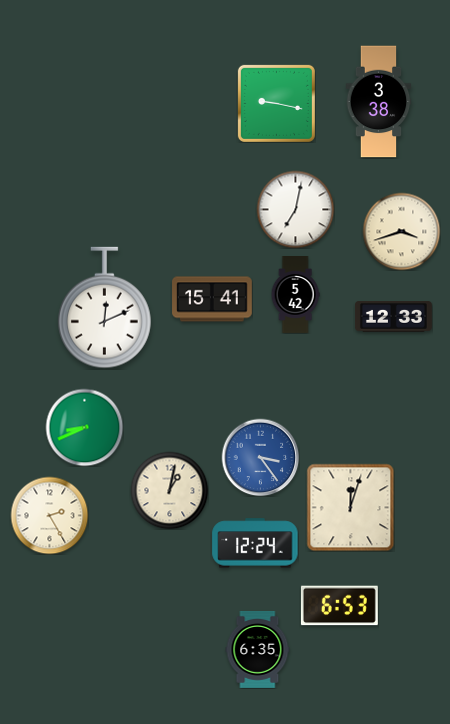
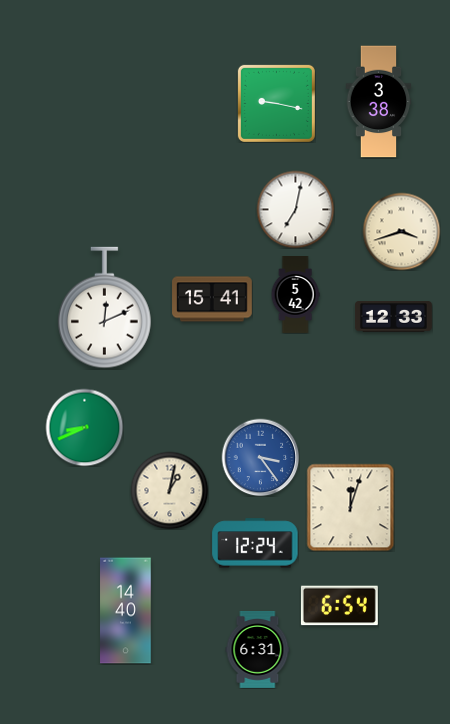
clock at (49, 515): 2:25 -> none
clock at (339, 606): 6:53 -> 6:54
clock at (126, 611): none -> 14:40
clock at (258, 649): 6:35 -> 6:31
